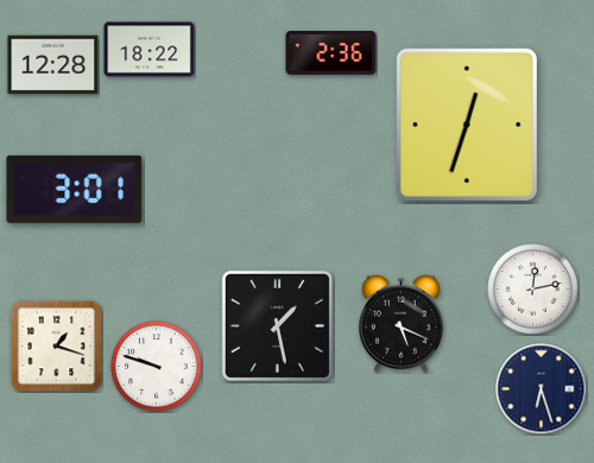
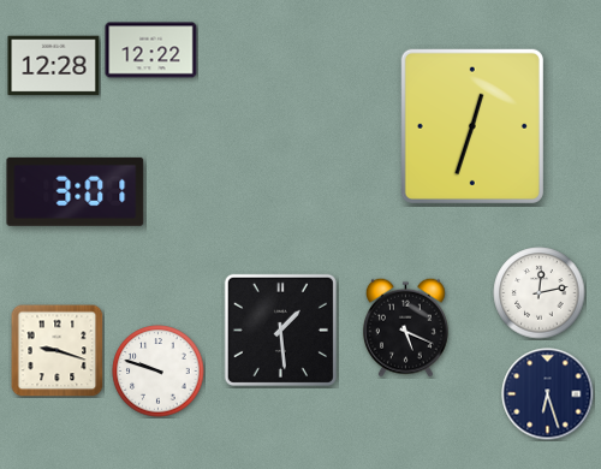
clock at (150, 50): 18:22 -> 12:22
clock at (331, 52): 2:36 -> none
clock at (277, 325): 1:28 -> 1:29
clock at (56, 345): 1:18 -> 9:18
